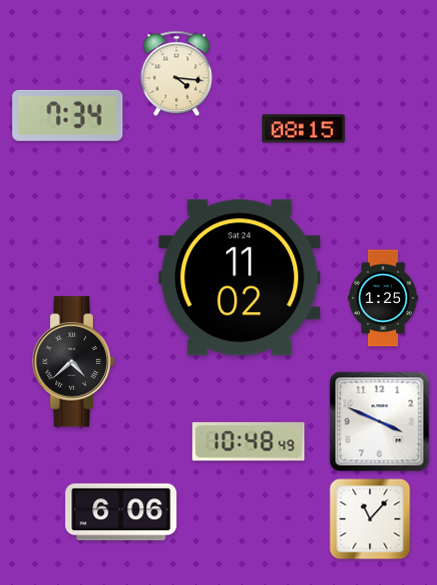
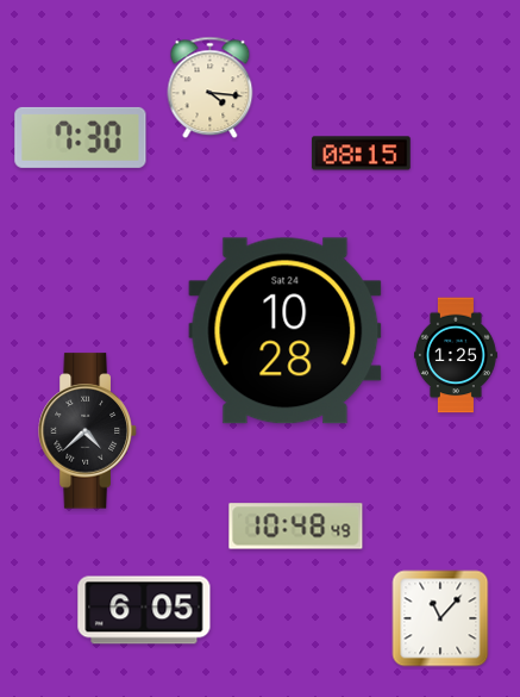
clock at (68, 115): 7:34 -> 7:30
clock at (240, 278): 11:02 -> 10:28
clock at (380, 422): 3:49 -> none
clock at (121, 512): 6:06 -> 6:05
